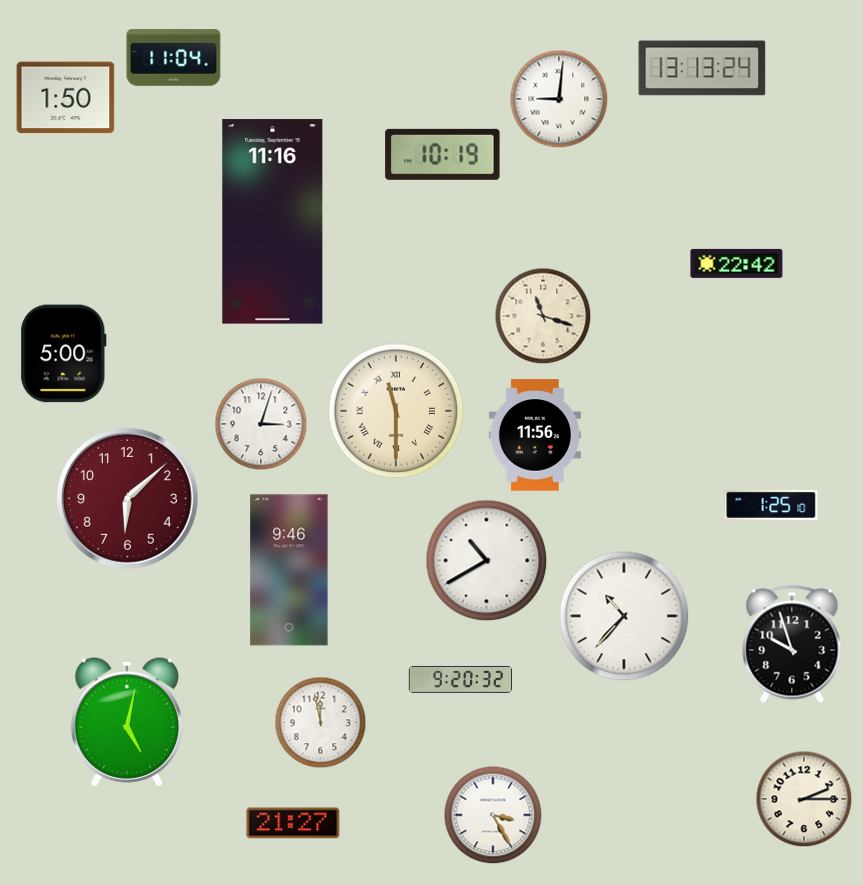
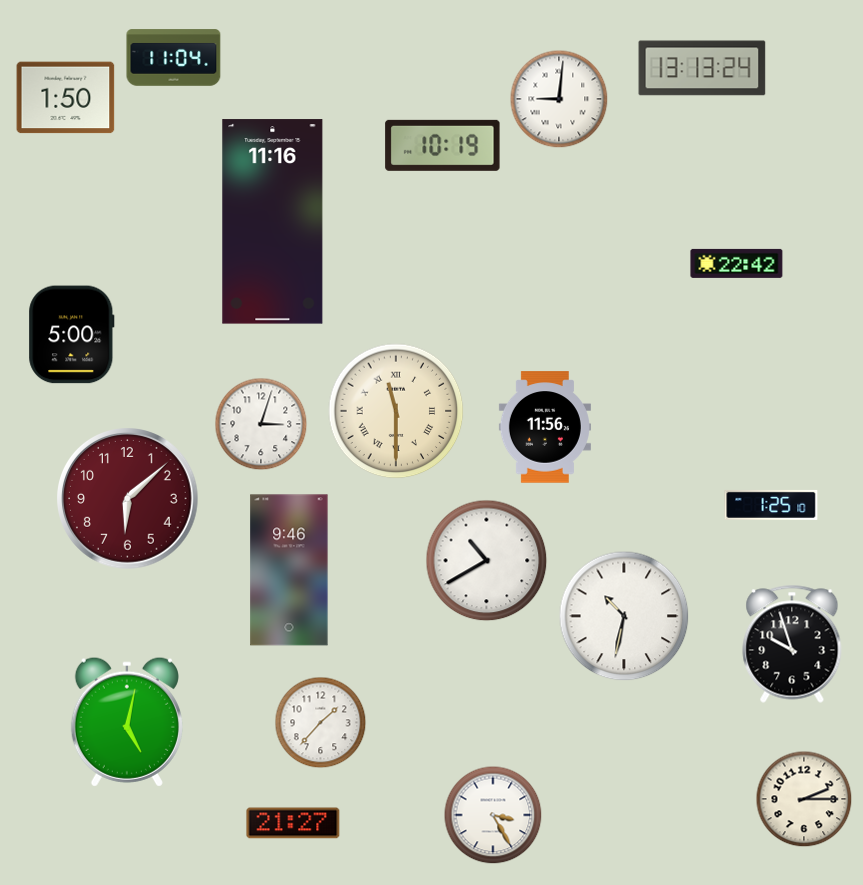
clock at (443, 154) position: (443, 154) -> (443, 145)
clock at (543, 316): 11:18 -> none
clock at (64, 354) position: (64, 354) -> (72, 335)
clock at (535, 435) position: (535, 435) -> (545, 427)
clock at (624, 616): 10:37 -> 10:32
clock at (460, 679): 9:20 -> none
clock at (321, 723): 11:58 -> 1:37
